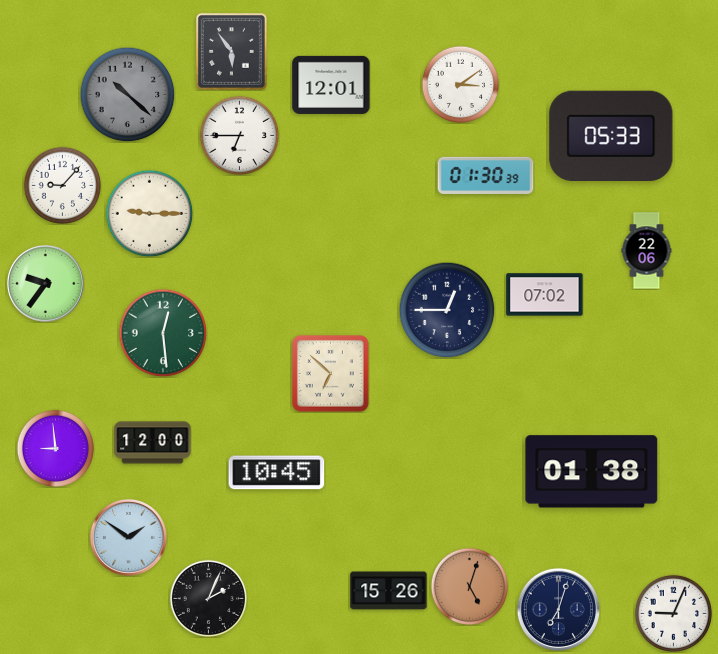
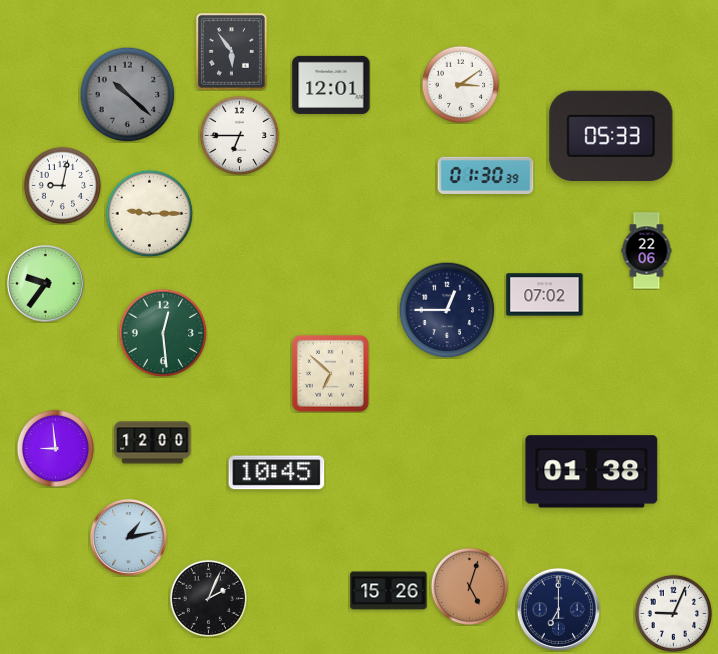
clock at (62, 185): 9:07 -> 9:02
clock at (128, 537): 1:51 -> 1:13
clock at (558, 609): 7:03 -> 7:00
